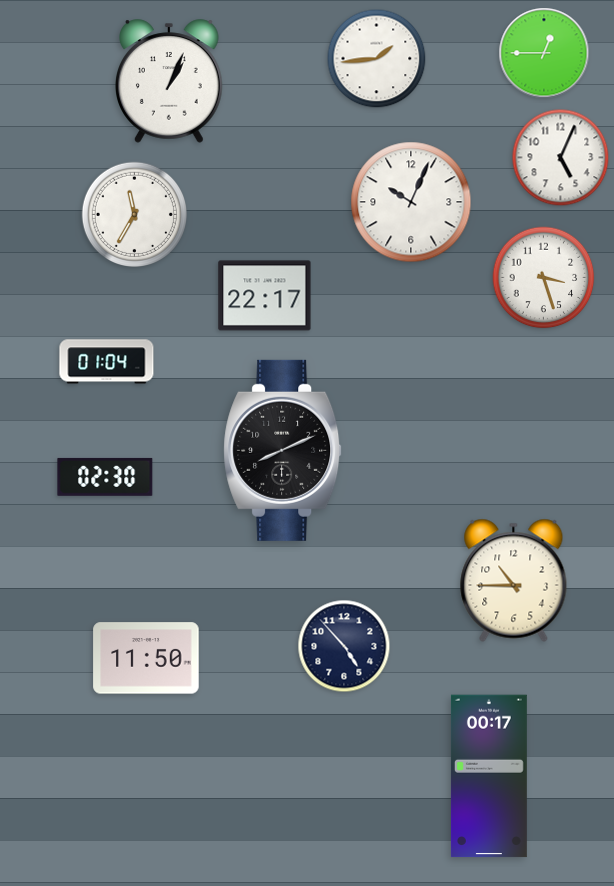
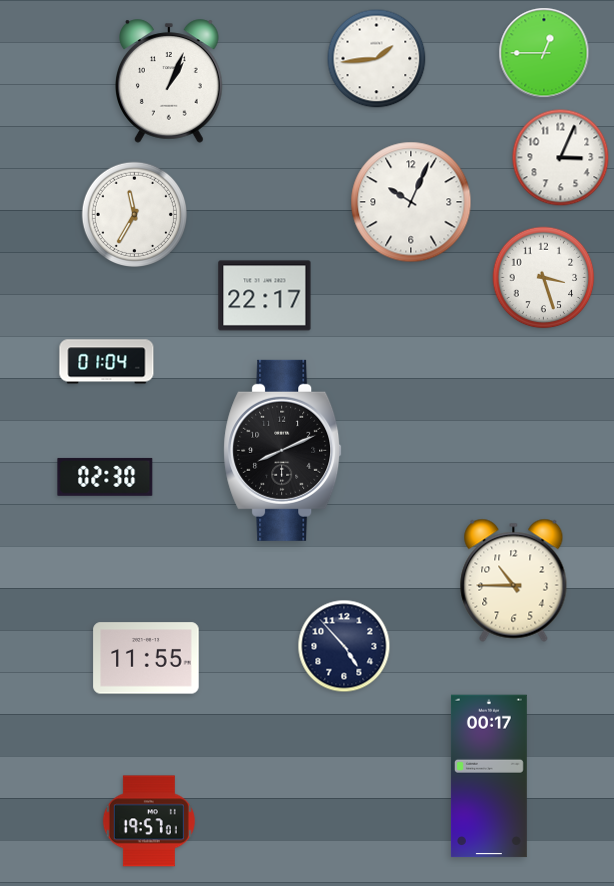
clock at (561, 158): 5:04 -> 3:04
clock at (146, 658): 11:50 -> 11:55
clock at (149, 821): none -> 19:57
